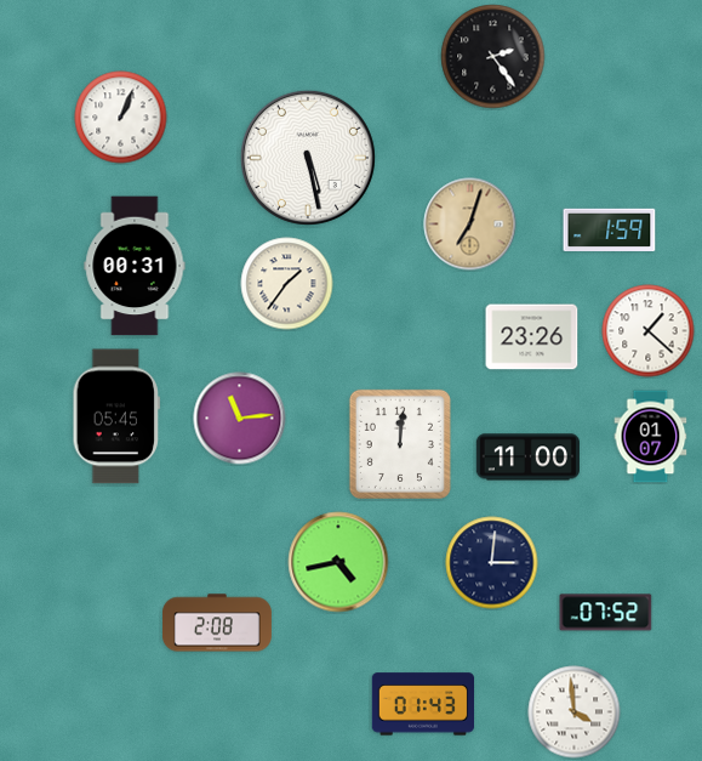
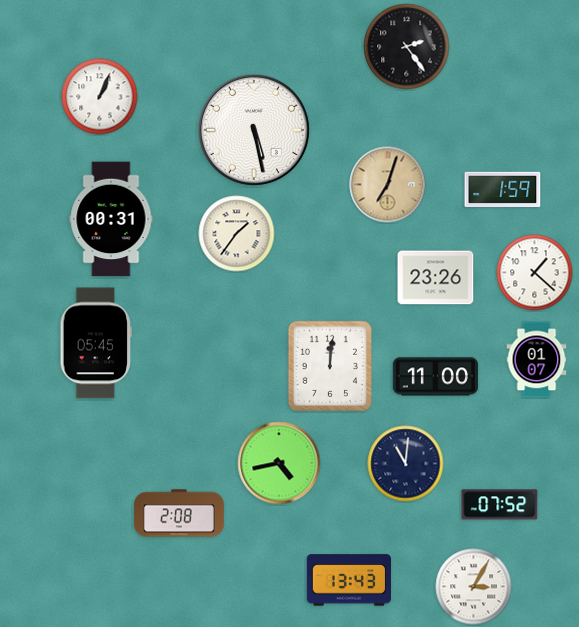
clock at (532, 337) position: (532, 337) -> (436, 278)
clock at (240, 419): 11:14 -> none
clock at (492, 563): 3:01 -> 11:01
clock at (422, 704): 01:43 -> 13:43
clock at (575, 712): 3:59 -> 3:05
